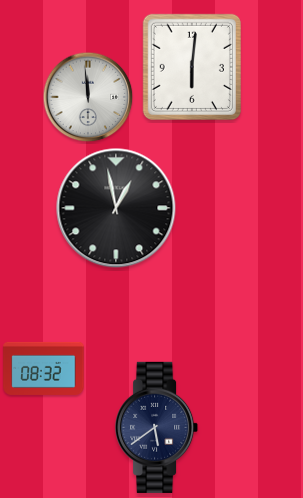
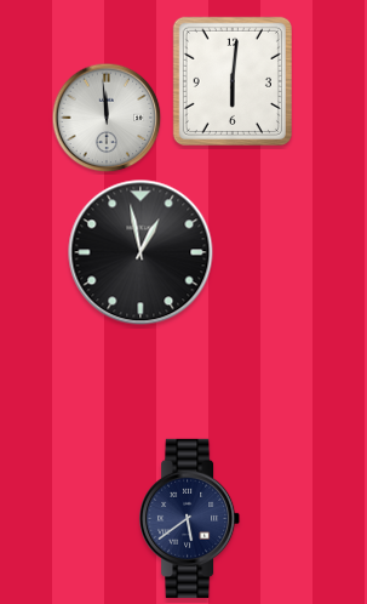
clock at (44, 368): 08:32 -> none
